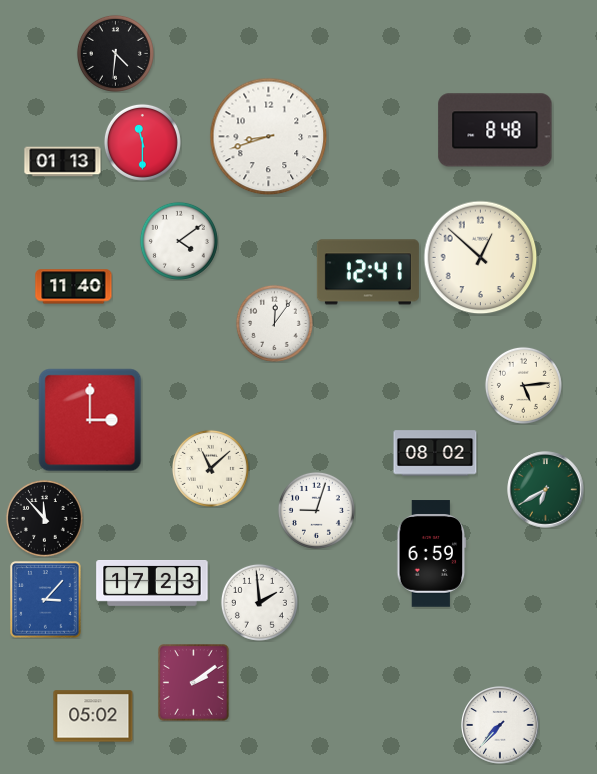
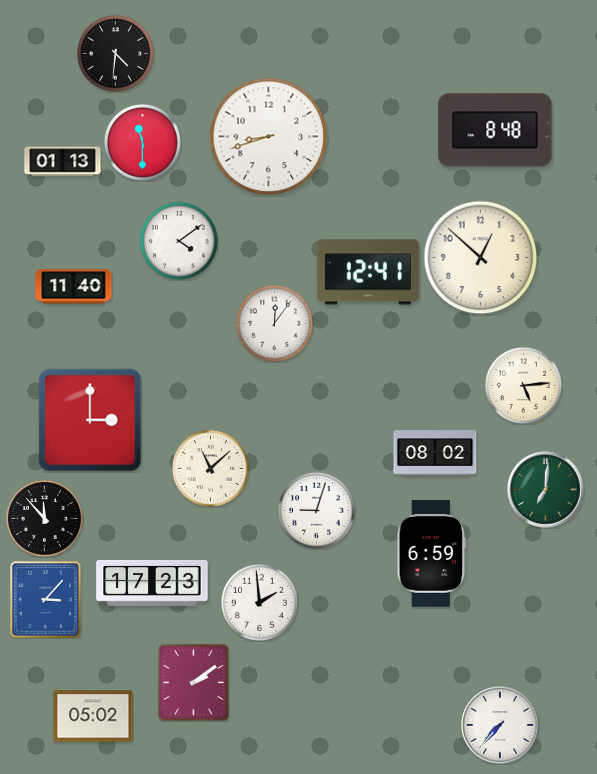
clock at (546, 490): 6:40 -> 7:01
